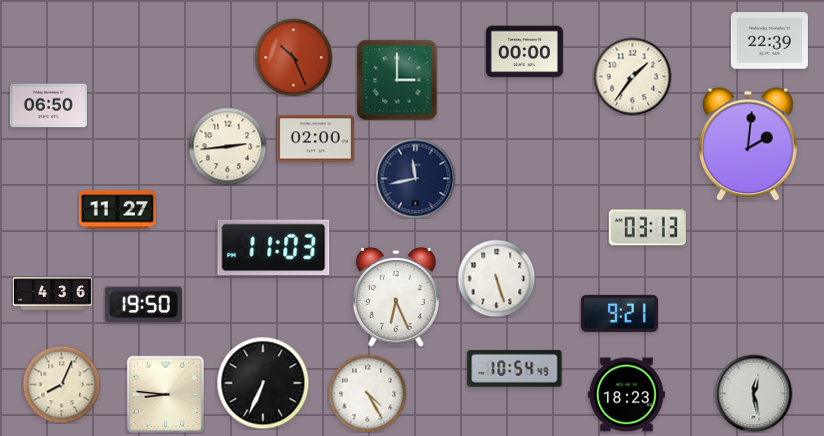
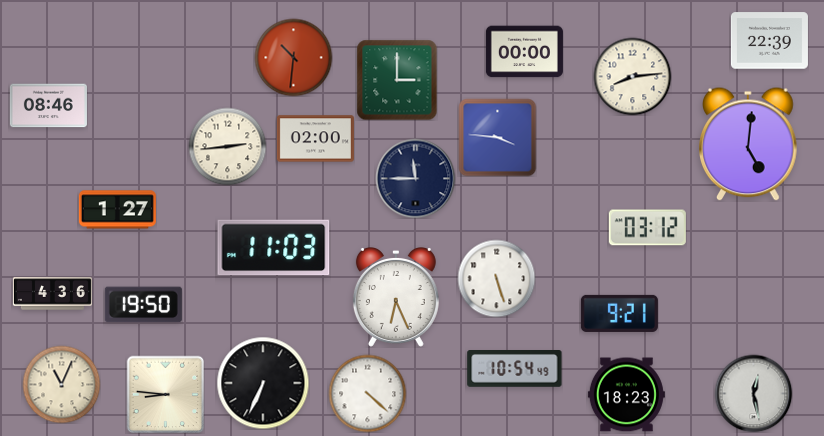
clock at (293, 57): 10:26 -> 10:31
clock at (632, 76): 1:36 -> 8:14
clock at (48, 106): 06:50 -> 08:46
clock at (497, 137): none -> 3:46
clock at (749, 144): 2:01 -> 5:01
clock at (415, 178): 11:43 -> 11:45
clock at (117, 210): 11:27 -> 1:27
clock at (647, 228): 03:13 -> 03:12
clock at (61, 384): 8:04 -> 11:04
clock at (367, 393): 4:25 -> 4:22
